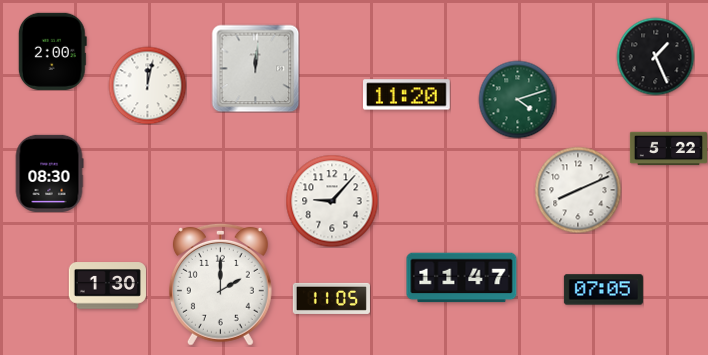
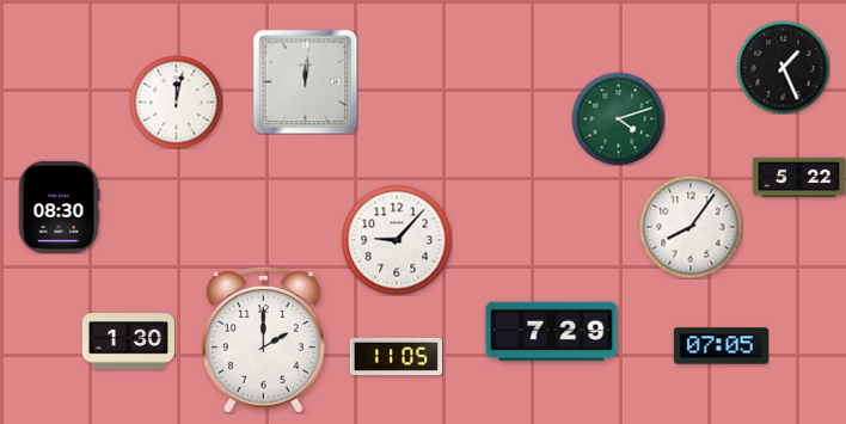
clock at (52, 51): 2:00 -> none
clock at (407, 95): 11:20 -> none
clock at (578, 190): 8:11 -> 8:06
clock at (462, 278): 11:47 -> 7:29
